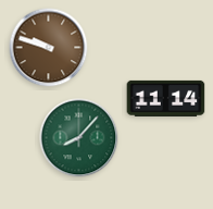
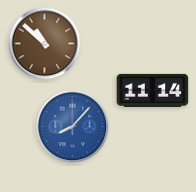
clock at (49, 48): 9:48 -> 10:52
clock at (79, 138) dial: green -> blue
